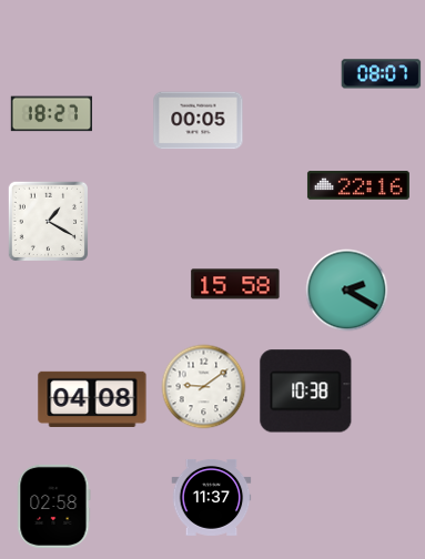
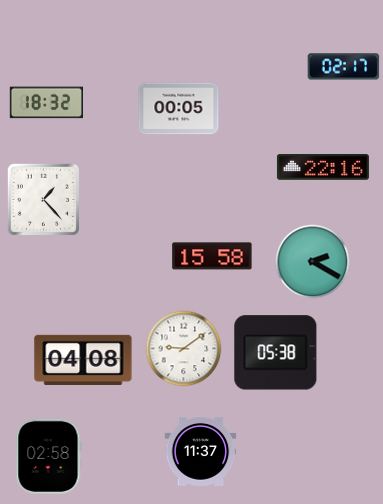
clock at (382, 74): 08:07 -> 02:17
clock at (51, 114): 18:27 -> 18:32
clock at (48, 221): 1:20 -> 1:23
clock at (306, 392): 10:38 -> 05:38
clock at (212, 497) position: (212, 497) -> (201, 451)
